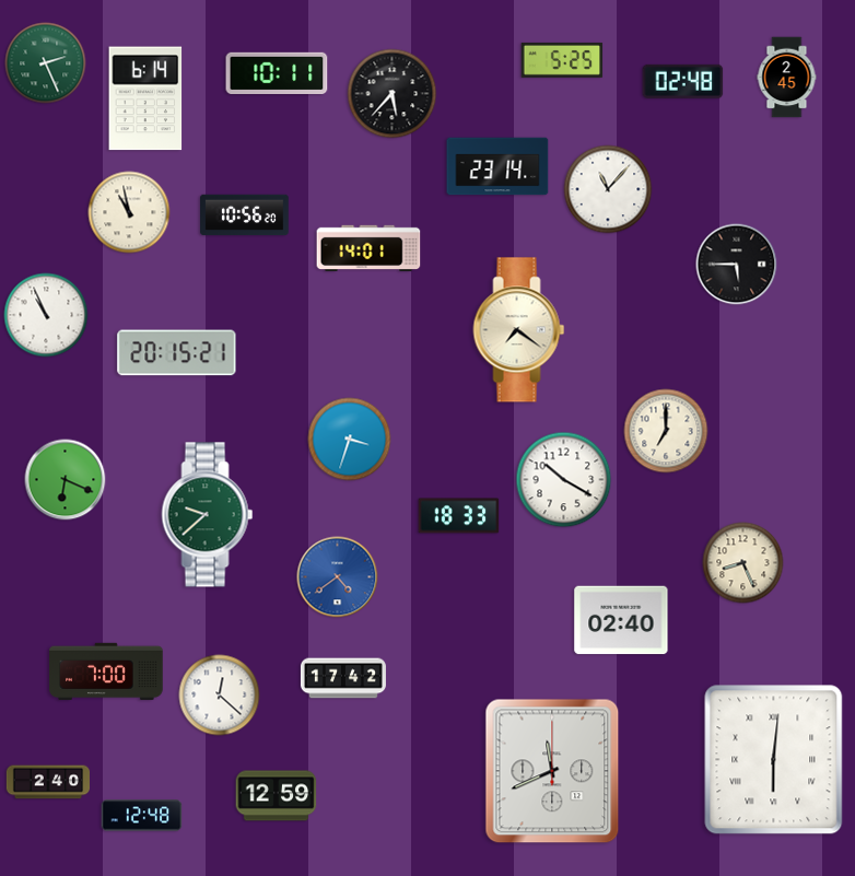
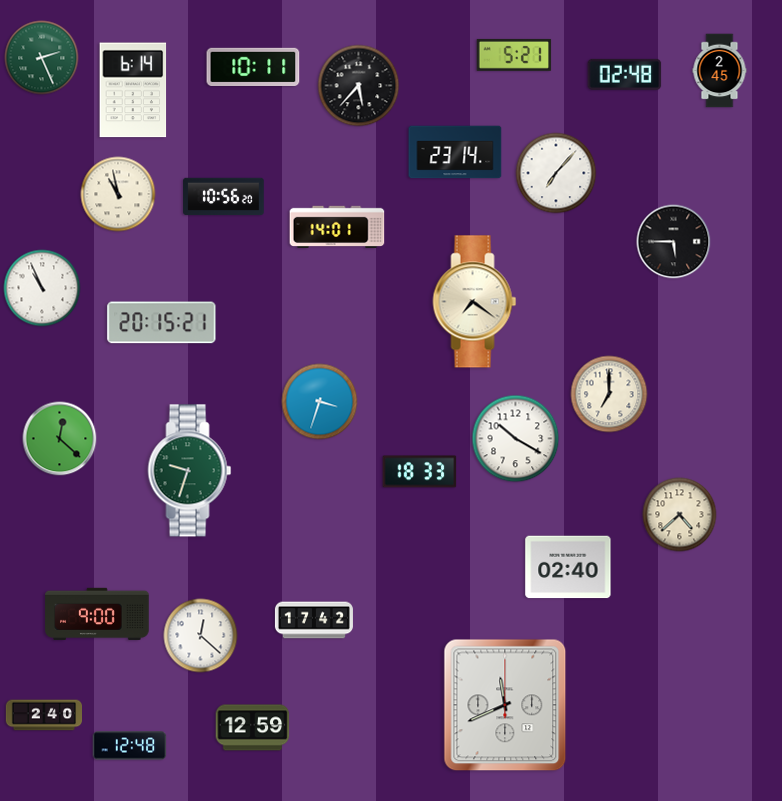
clock at (562, 60): 5:25 -> 5:21
clock at (608, 189): 11:07 -> 7:07
clock at (66, 480): 6:19 -> 12:22
clock at (208, 515): 9:38 -> 9:33
clock at (743, 563): 8:26 -> 4:38
clock at (338, 577): 4:39 -> none
clock at (106, 671): 7:00 -> 9:00
clock at (774, 760): 6:01 -> none
